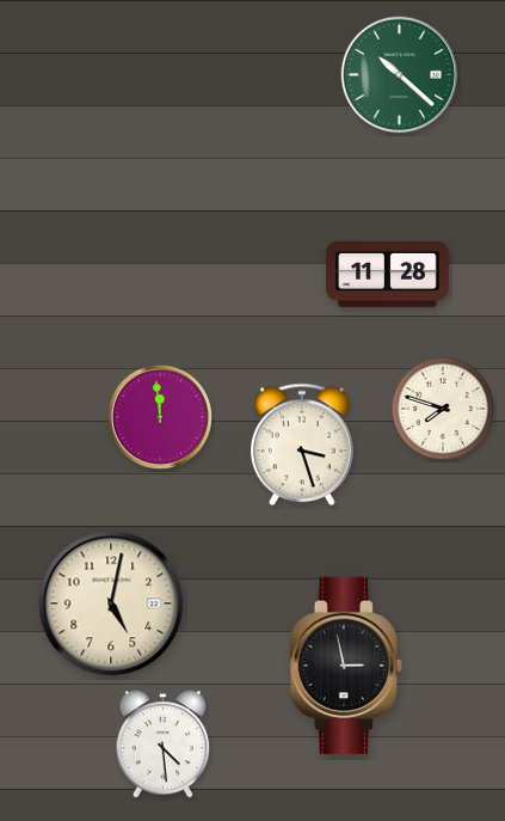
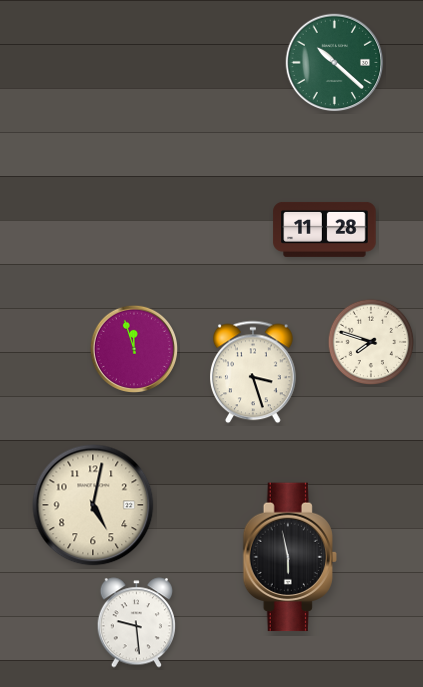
clock at (159, 416): 11:59 -> 11:57
clock at (346, 666): 2:58 -> 5:58
clock at (162, 745): 4:29 -> 9:29
